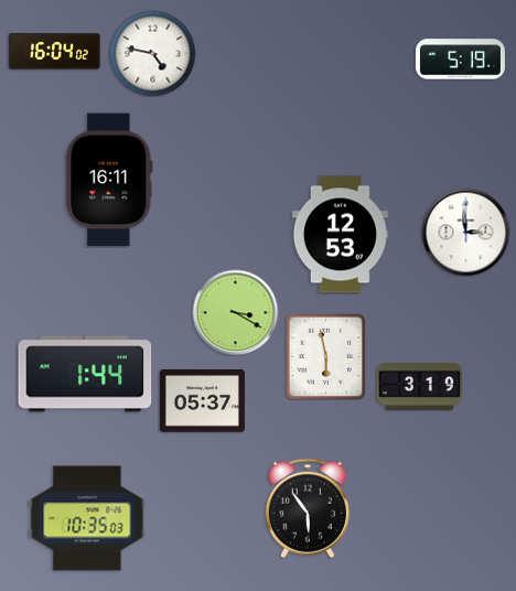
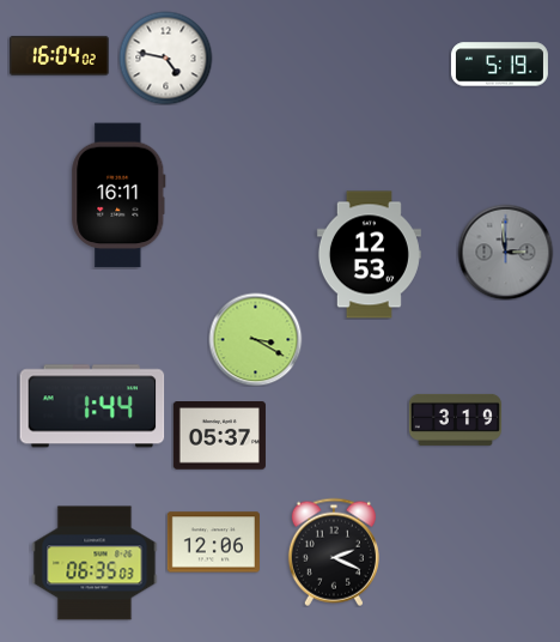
clock at (465, 232) dial: white -> grey
clock at (326, 356): 5:58 -> none
clock at (213, 543): none -> 12:06
clock at (308, 508): 5:54 -> 2:19
clock at (87, 518): 10:35 -> 06:35
